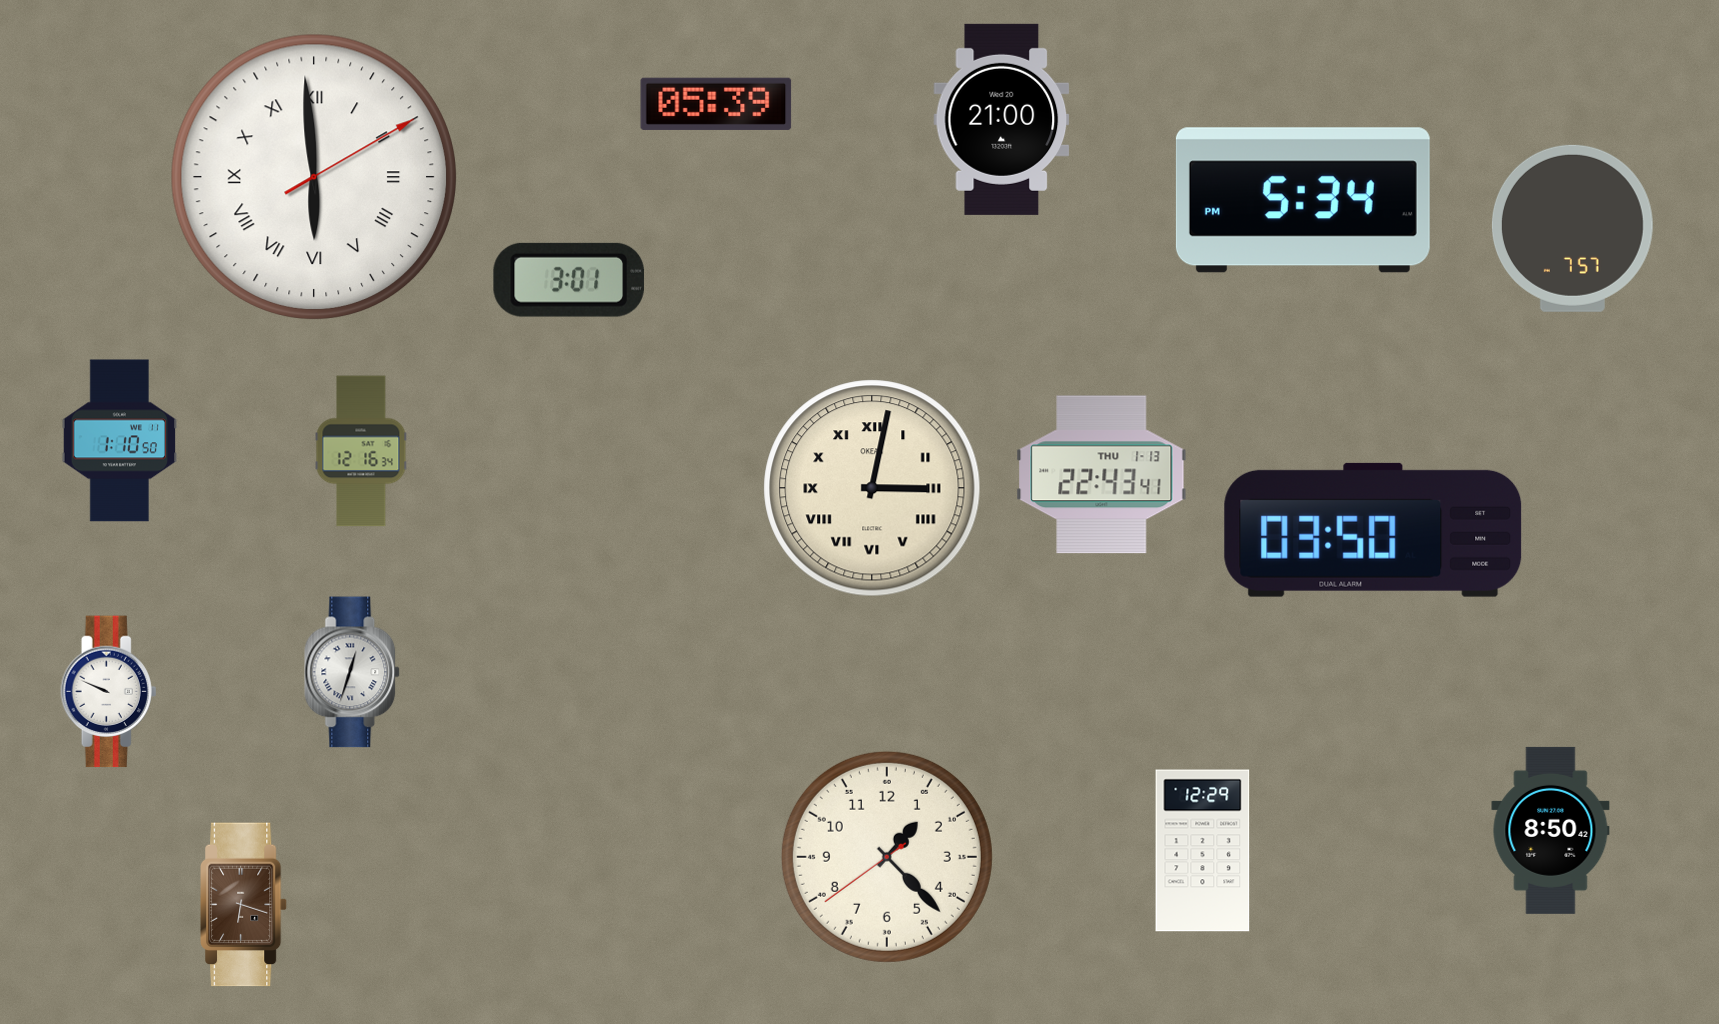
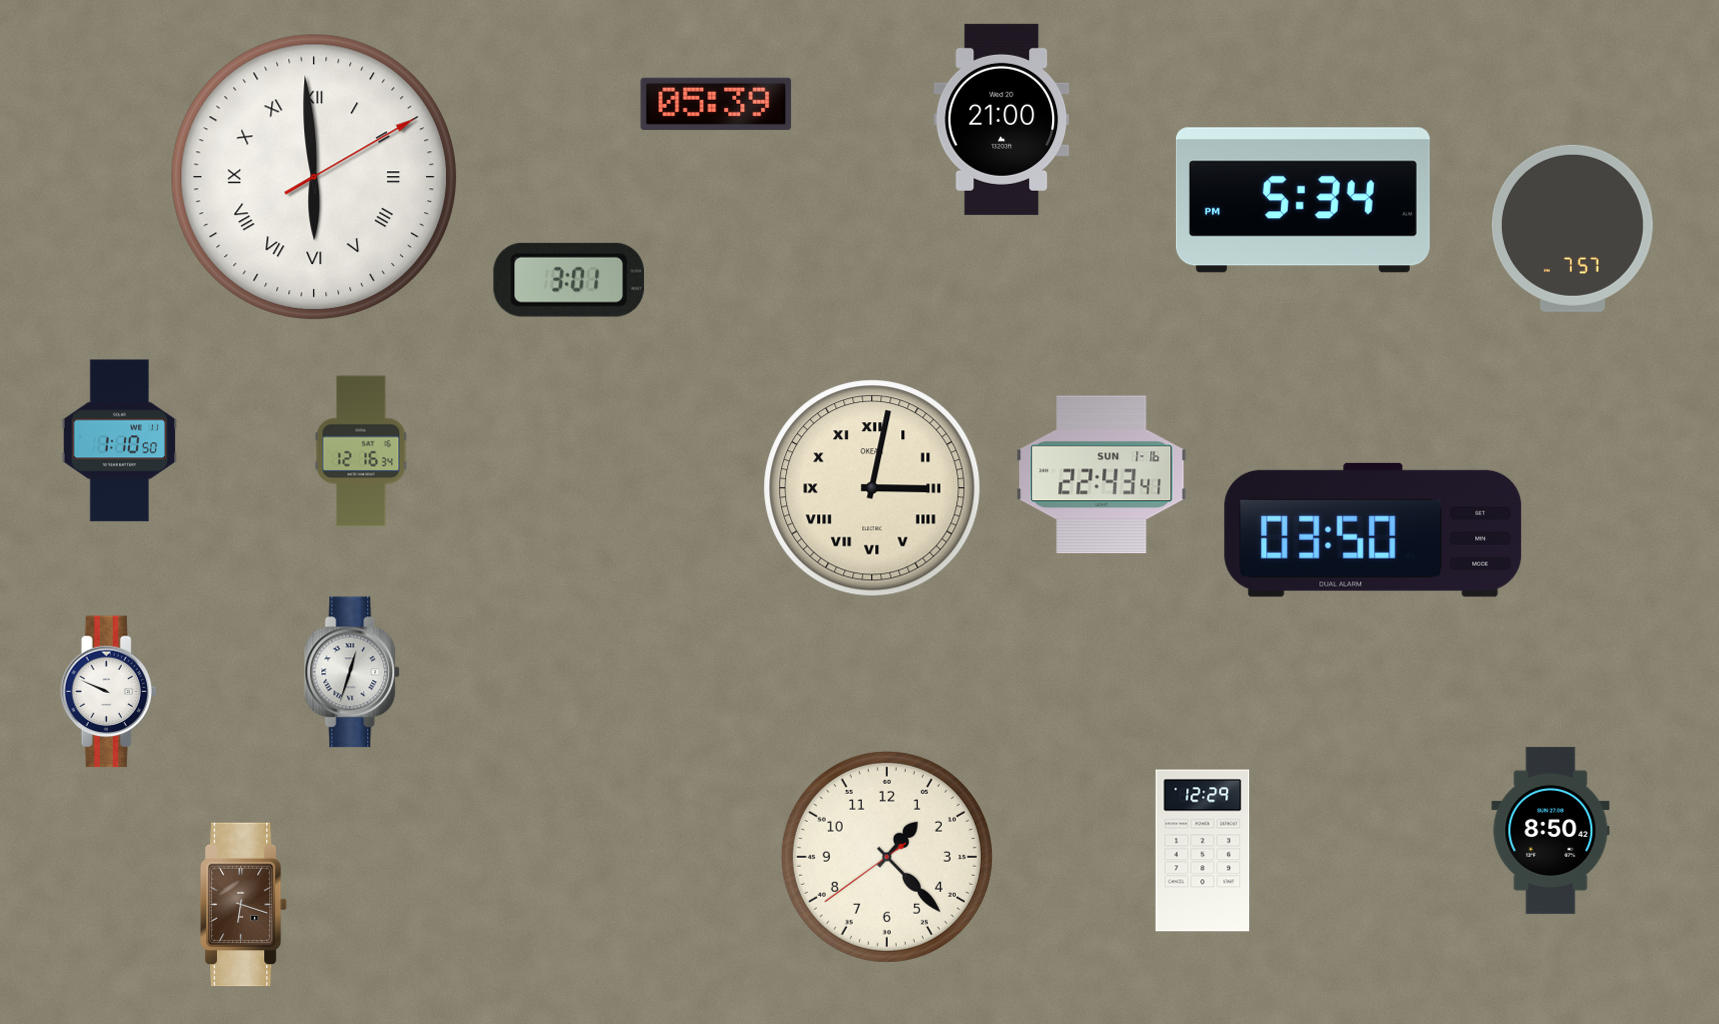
clock at (1102, 475) date: THU 1-13 -> SUN 1-16
